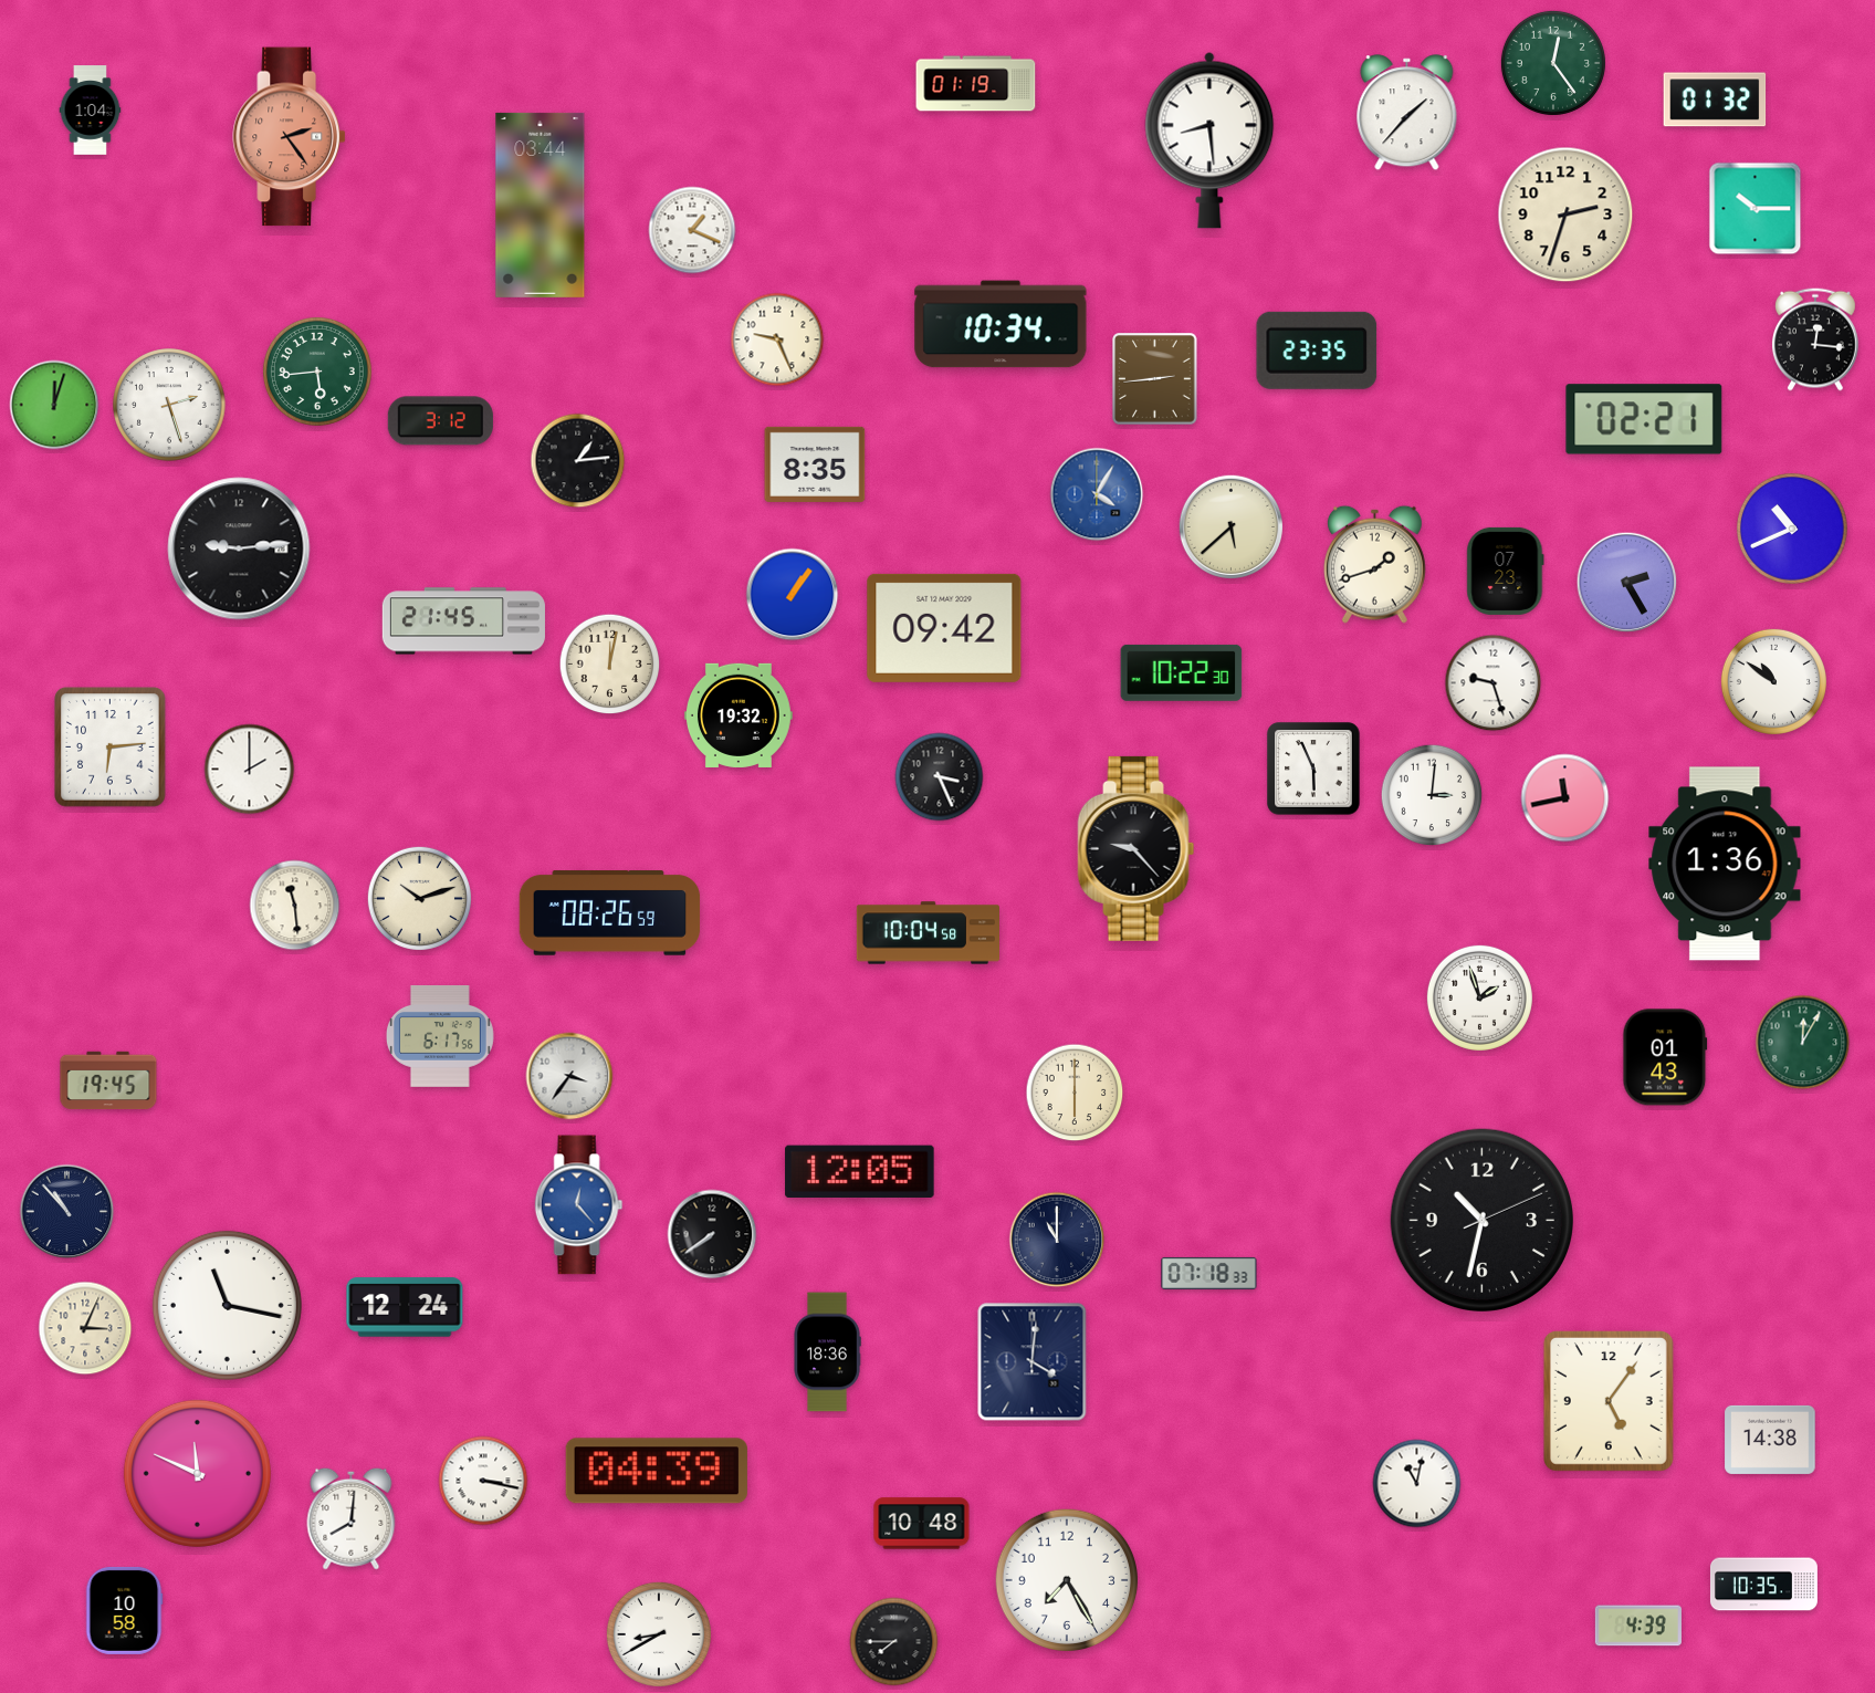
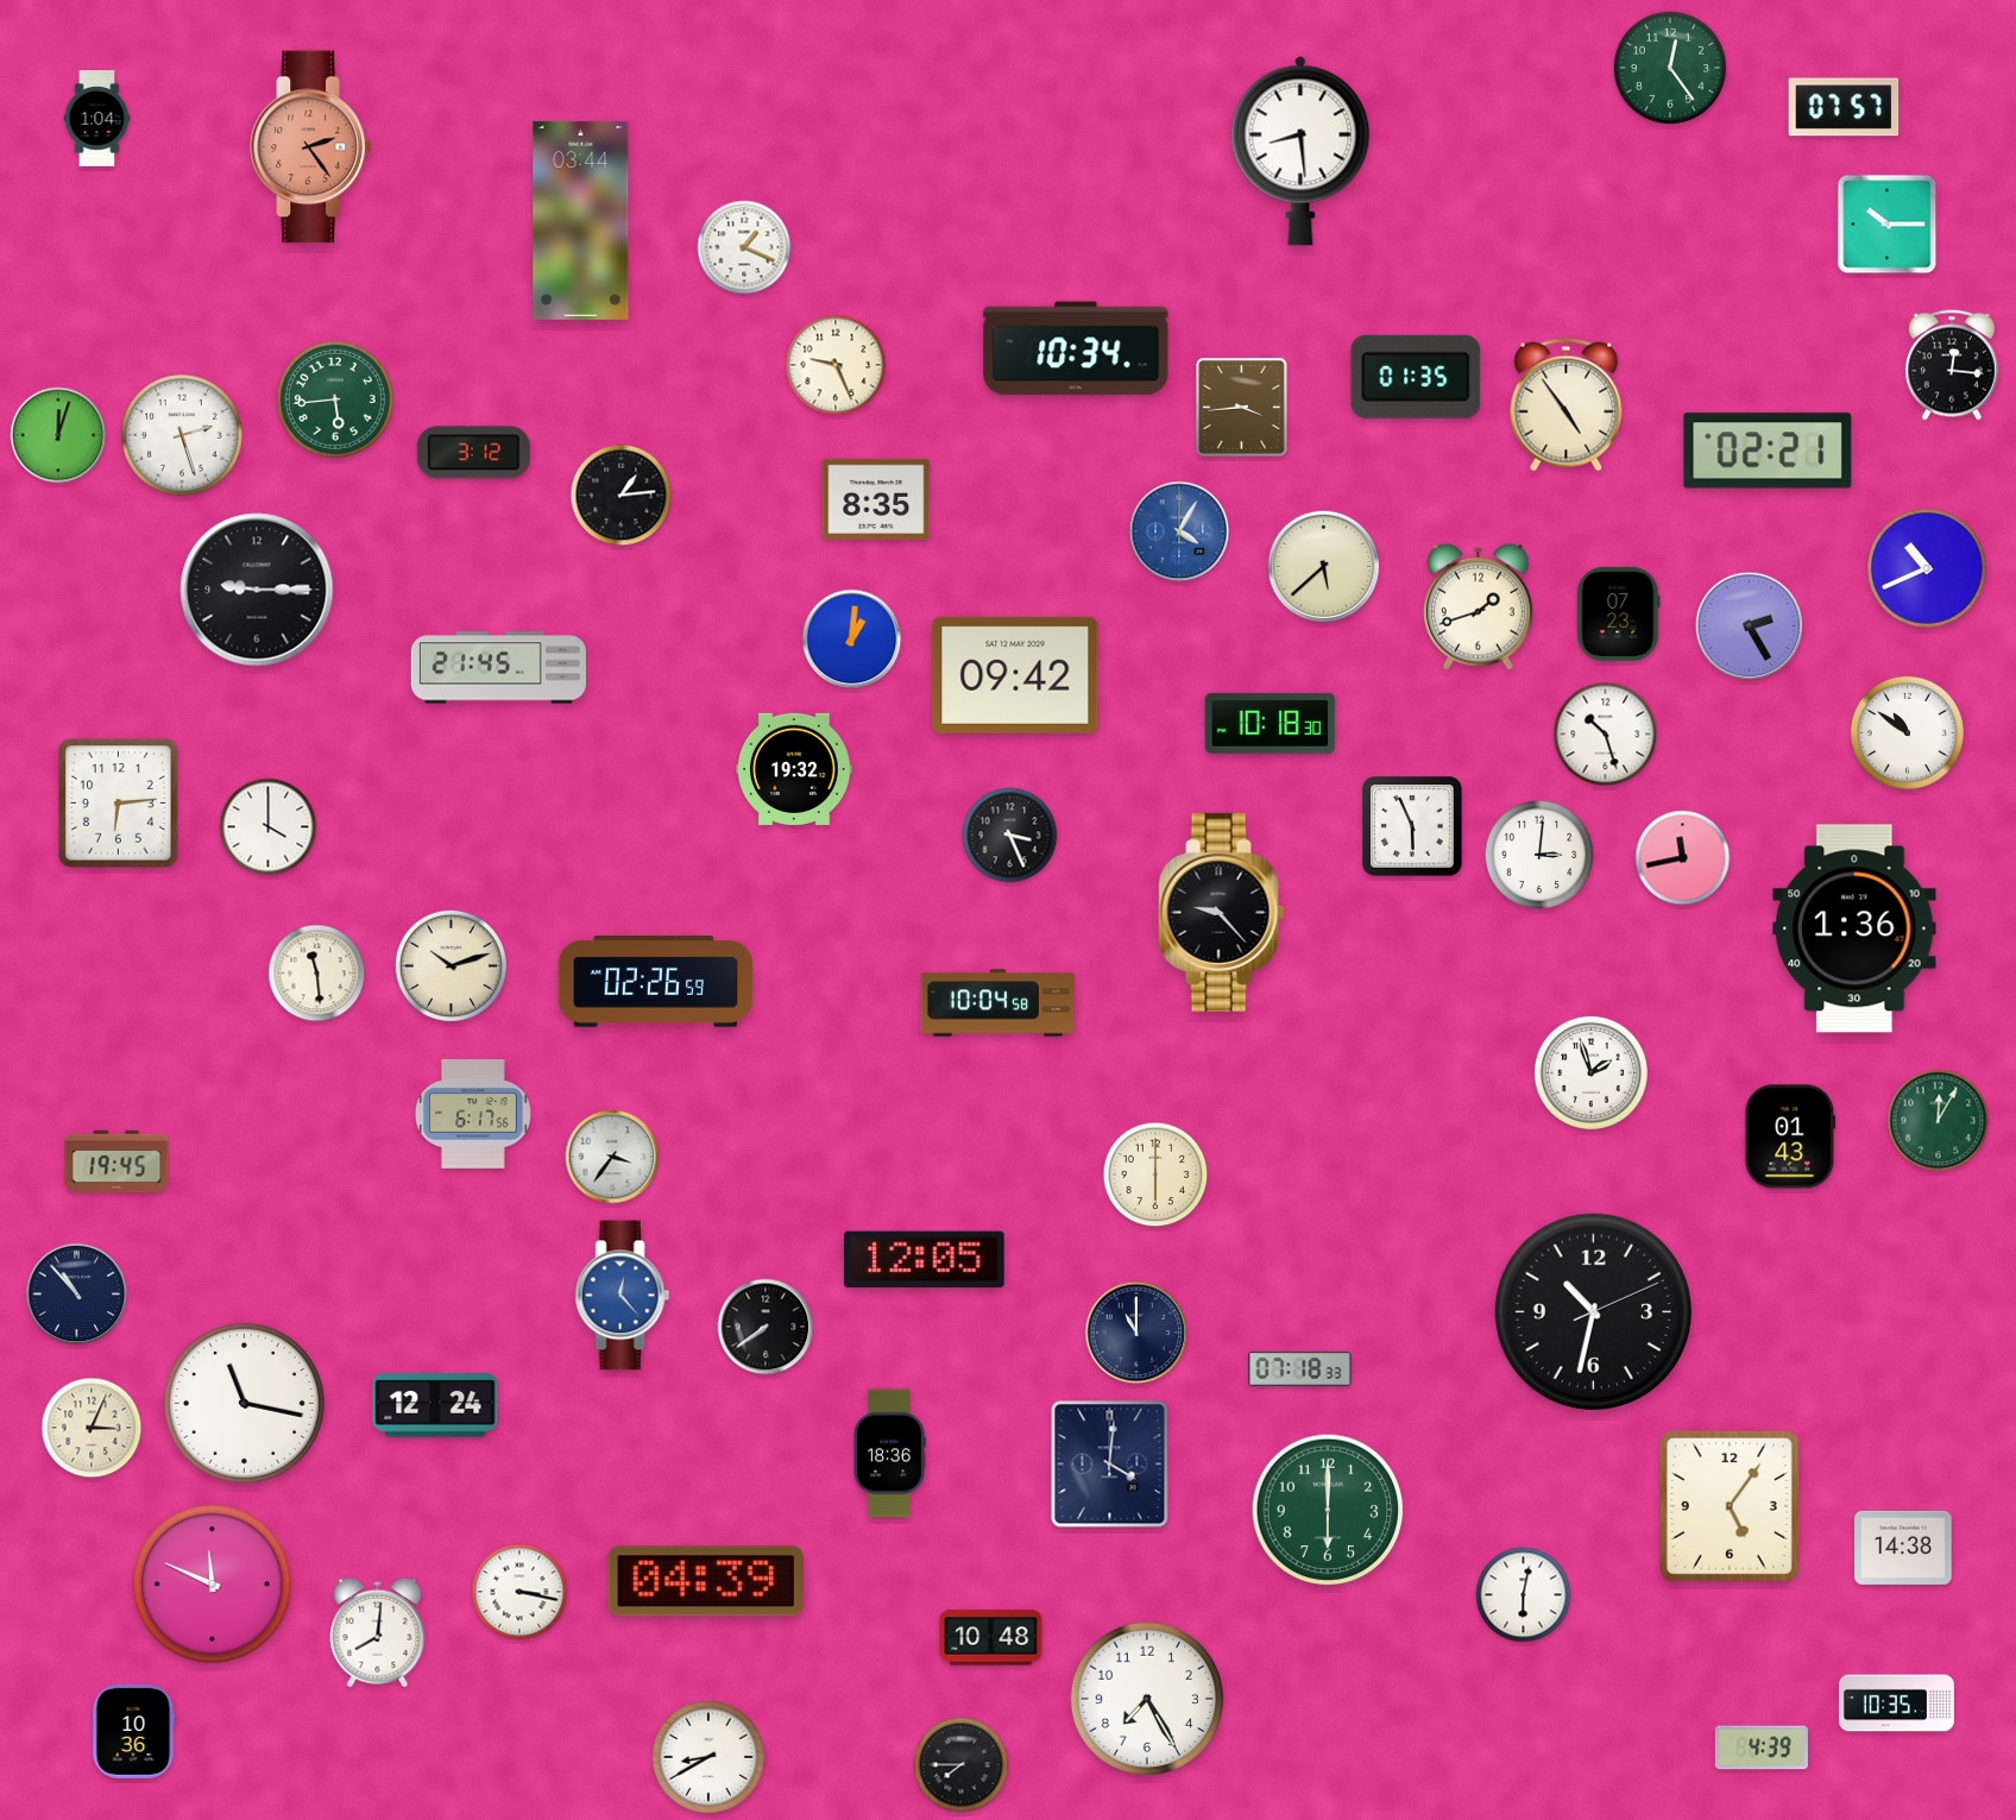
clock at (976, 84): 01:19 -> none
clock at (1715, 100): 01:32 -> 07:57
clock at (1407, 113): 1:37 -> none
clock at (1565, 215): 2:33 -> none
clock at (1317, 351): 23:35 -> 01:35
clock at (317, 372) position: (317, 372) -> (335, 399)
clock at (1567, 405): none -> 4:54
clock at (1155, 379): 2:44 -> 3:44
clock at (239, 548): 9:14 -> 9:15
clock at (793, 595): 1:06 -> 1:01
clock at (610, 665): 12:02 -> none
clock at (1182, 672): 10:22 -> 10:18
clock at (1494, 683): 9:27 -> 10:27
clock at (250, 770): 2:00 -> 4:00
clock at (610, 913): 08:26 -> 02:26
clock at (67, 1212) position: (67, 1212) -> (77, 1295)
clock at (1328, 1510): none -> 6:00
clock at (1417, 1484): 11:02 -> 6:02
clock at (124, 1610): 10:58 -> 10:36
